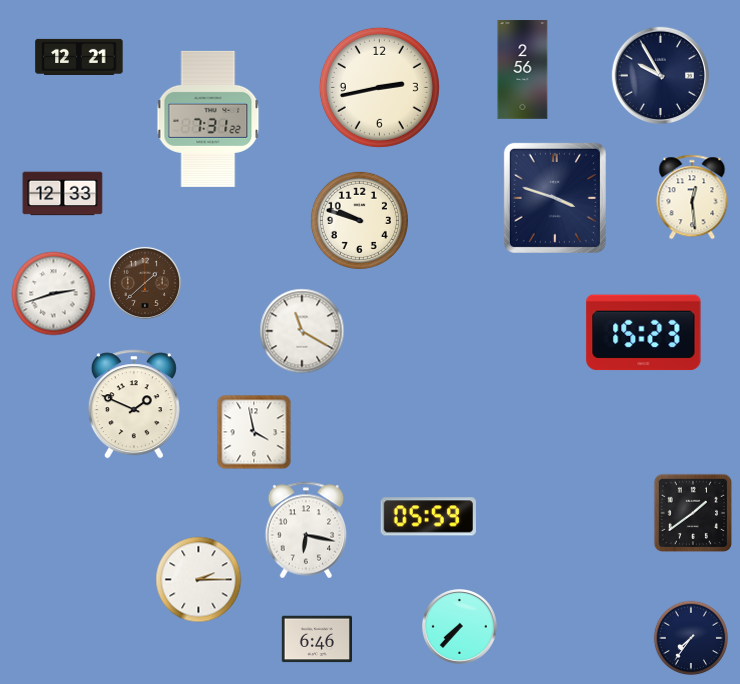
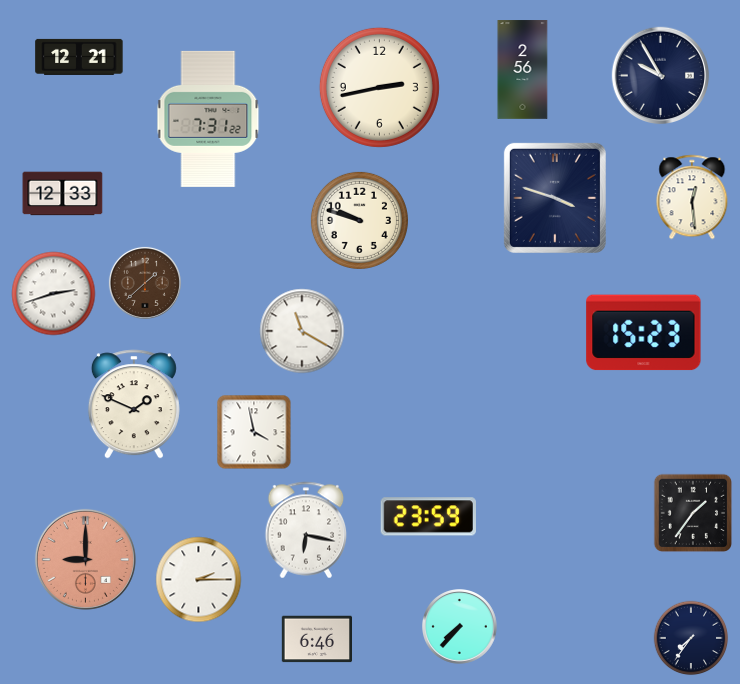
clock at (692, 512): 1:39 -> 1:36
clock at (428, 517): 05:59 -> 23:59
clock at (85, 559): none -> 9:00
